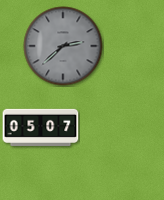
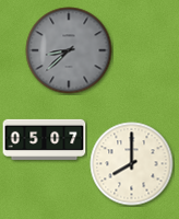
clock at (63, 46): 2:38 -> 8:38
clock at (132, 164): none -> 8:00
